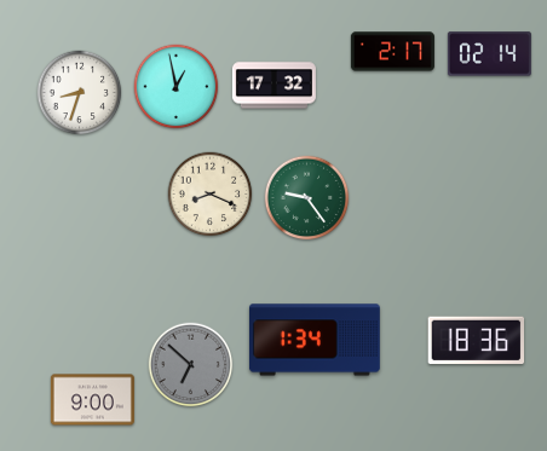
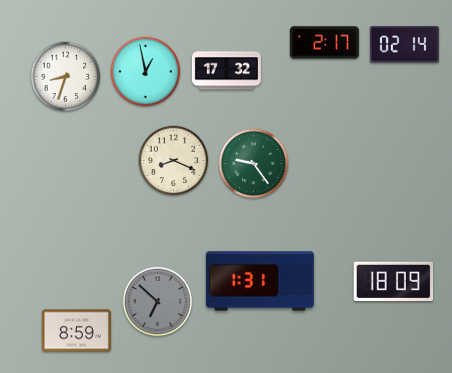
clock at (315, 340): 1:34 -> 1:31
clock at (477, 340): 18:36 -> 18:09
clock at (92, 400): 9:00 -> 8:59
